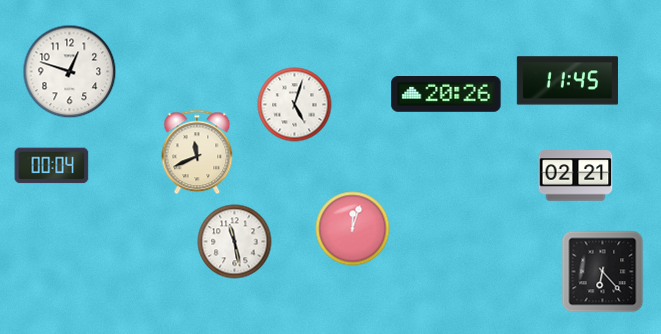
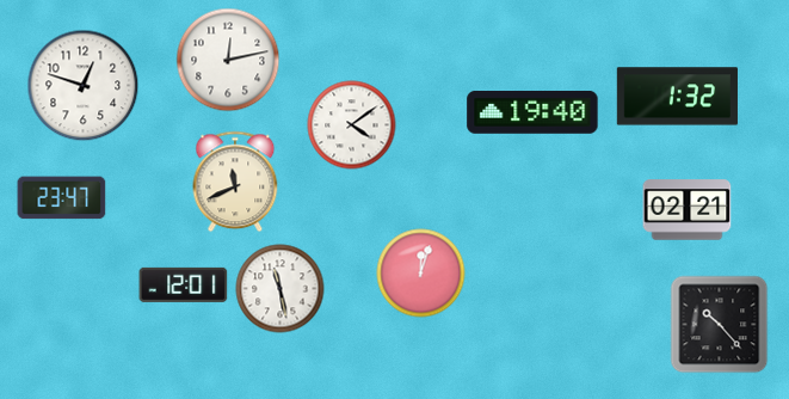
clock at (228, 60): none -> 12:13
clock at (567, 81): 11:45 -> 1:32
clock at (446, 95): 20:26 -> 19:40
clock at (295, 105): 5:03 -> 4:09
clock at (52, 166): 00:04 -> 23:47
clock at (184, 284): none -> 12:01
clock at (603, 272): 6:23 -> 10:23
